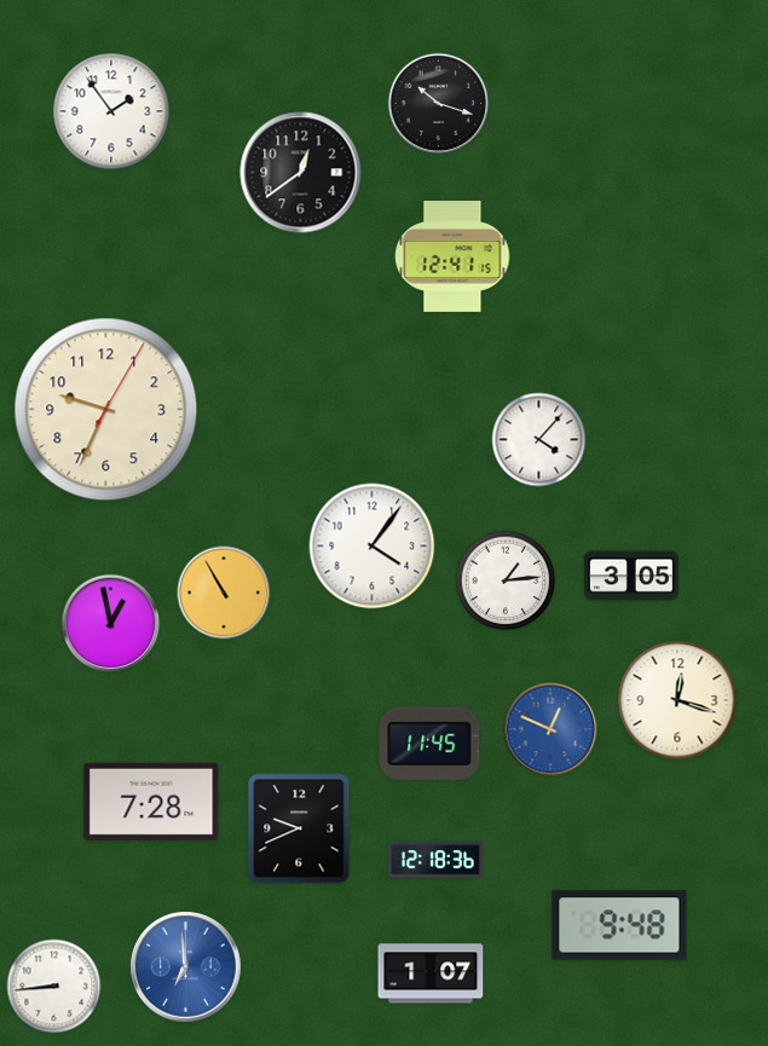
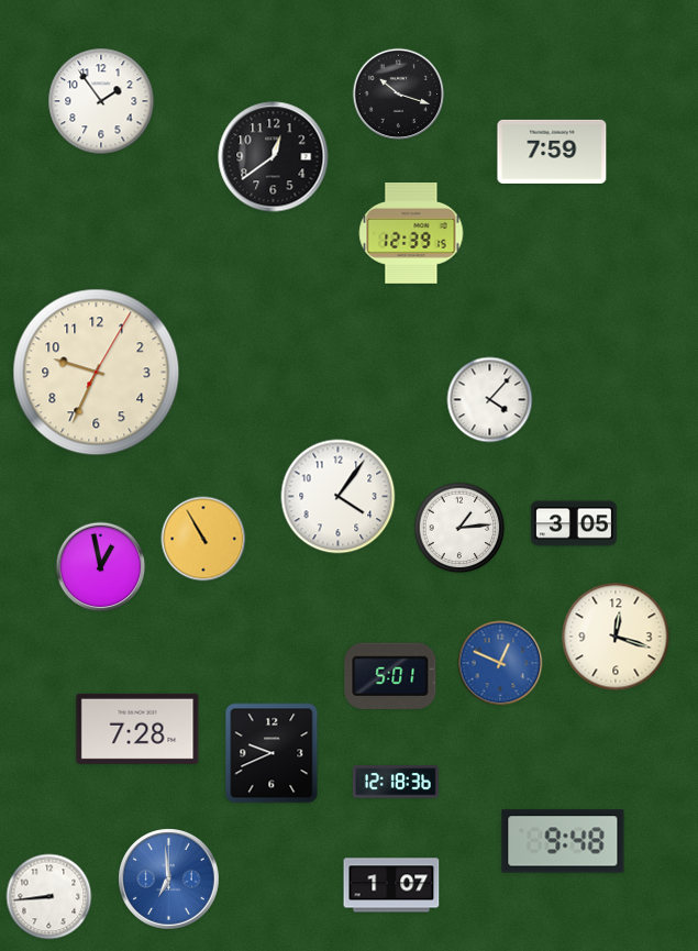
clock at (552, 152): none -> 7:59
clock at (452, 258): 12:41 -> 12:39
clock at (429, 744): 11:45 -> 5:01
